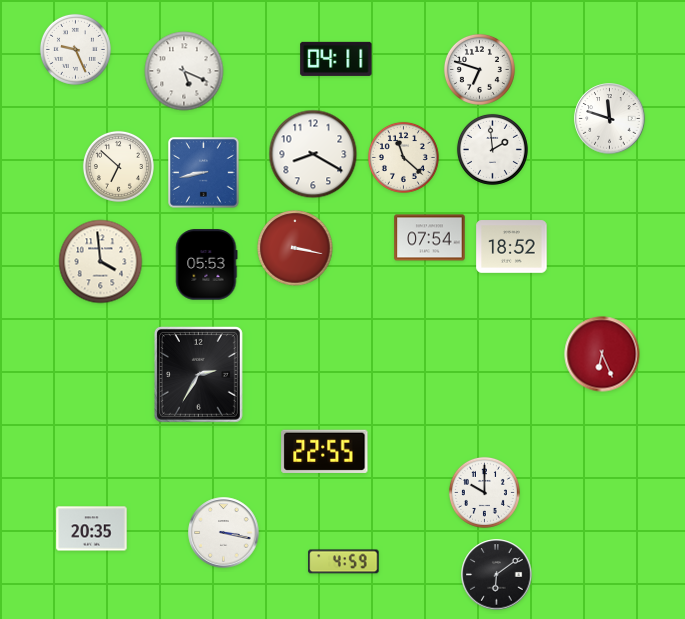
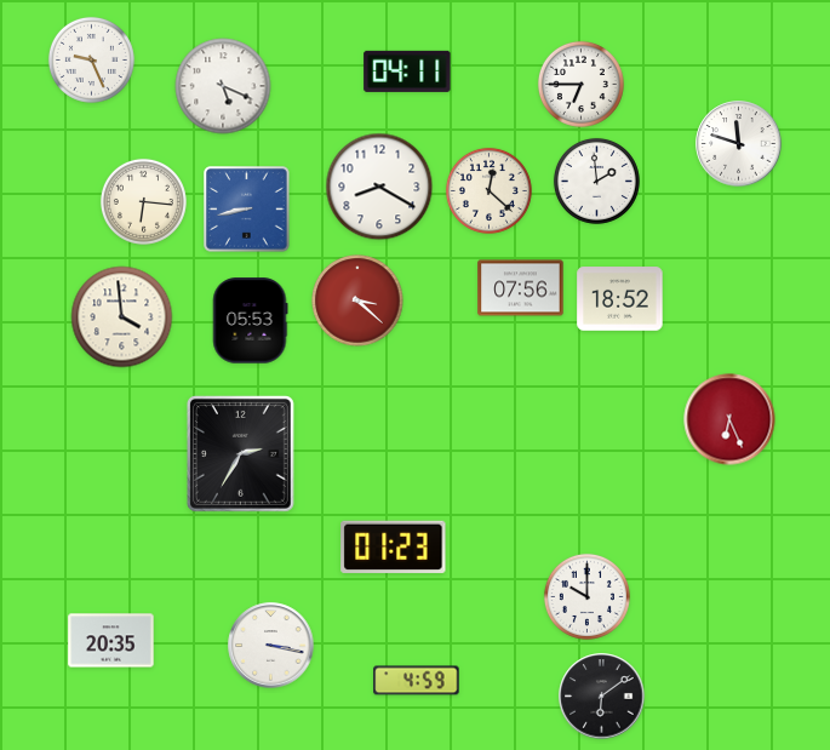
clock at (479, 69): 6:48 -> 6:45
clock at (403, 157): 11:22 -> 12:22
clock at (118, 166): 6:52 -> 6:16
clock at (430, 238): 07:54 -> 07:56
clock at (295, 248): 3:17 -> 3:22
clock at (602, 354) position: (602, 354) -> (729, 419)
clock at (325, 451): 22:55 -> 01:23
